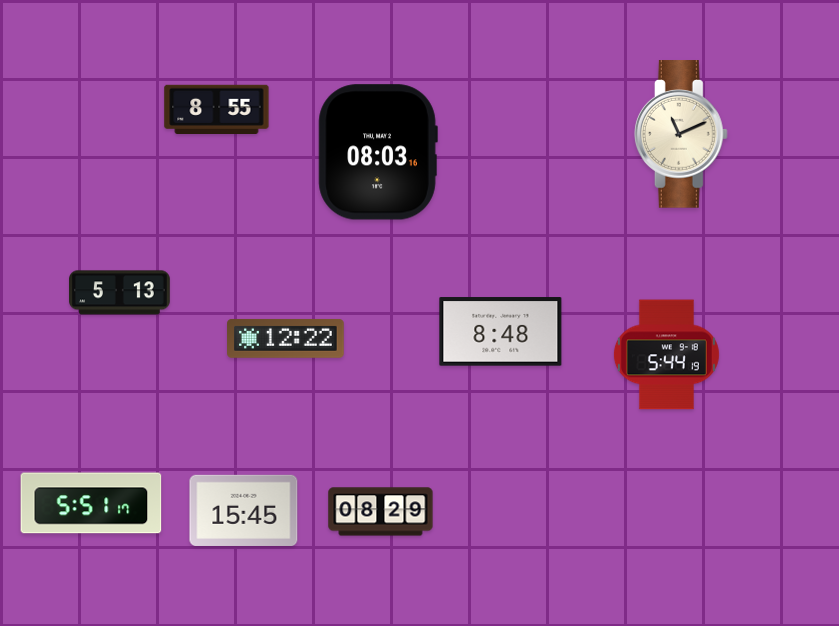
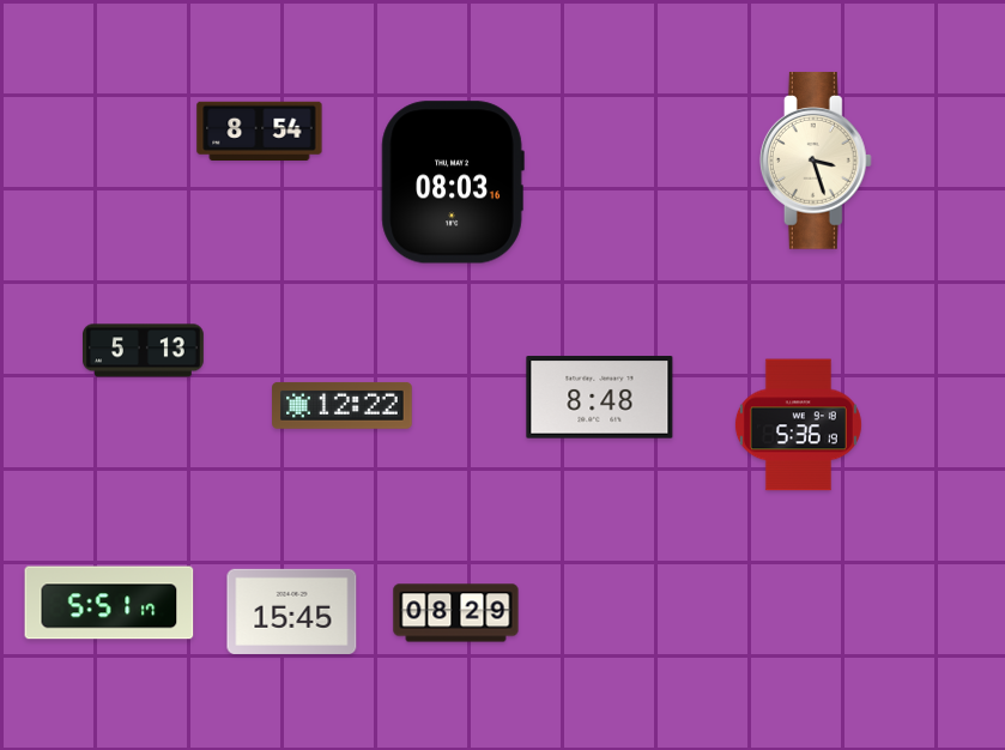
clock at (217, 109): 8:55 -> 8:54
clock at (681, 134): 11:11 -> 3:27
clock at (666, 355): 5:44 -> 5:36
